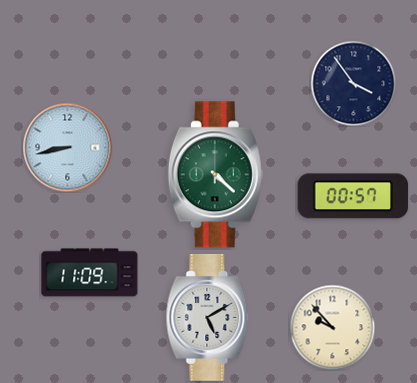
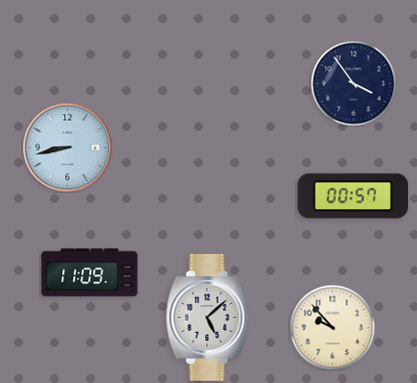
clock at (215, 175): 4:22 -> none
clock at (208, 317): 5:10 -> 5:08
